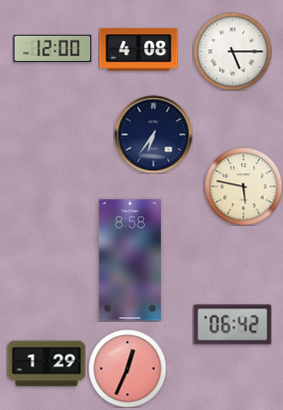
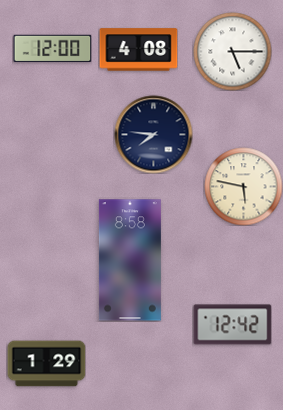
clock at (153, 134): 6:36 -> 7:46
clock at (232, 325): 06:42 -> 12:42
clock at (127, 368): 12:34 -> none
